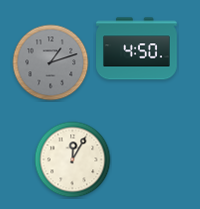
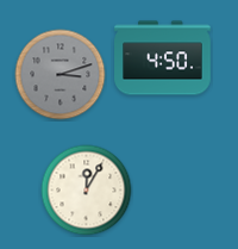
clock at (51, 63): 1:12 -> 3:12
